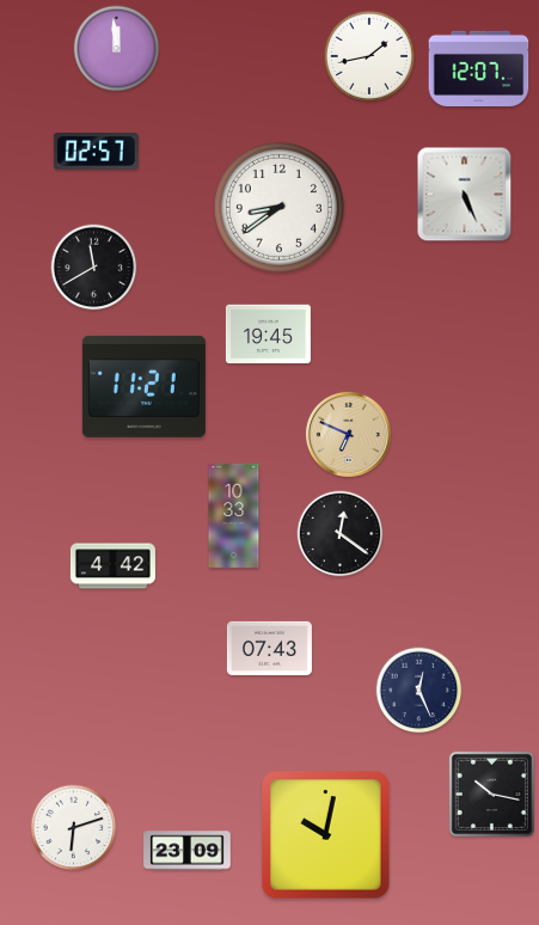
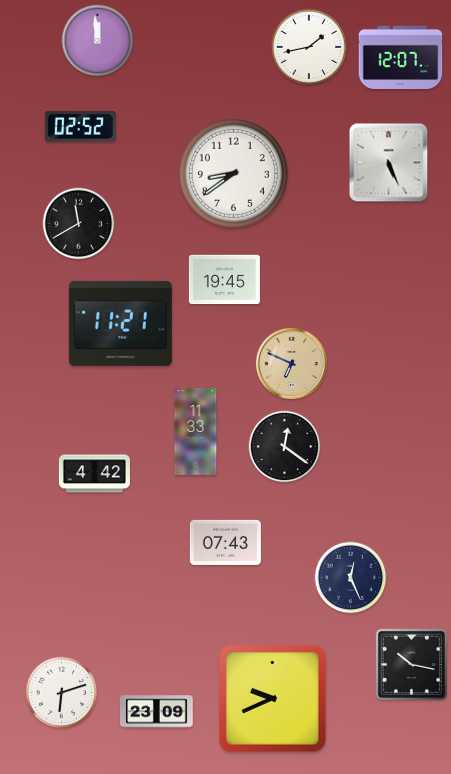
clock at (96, 152): 02:57 -> 02:52
clock at (234, 515): 10:33 -> 11:33
clock at (326, 835): 10:02 -> 9:41
